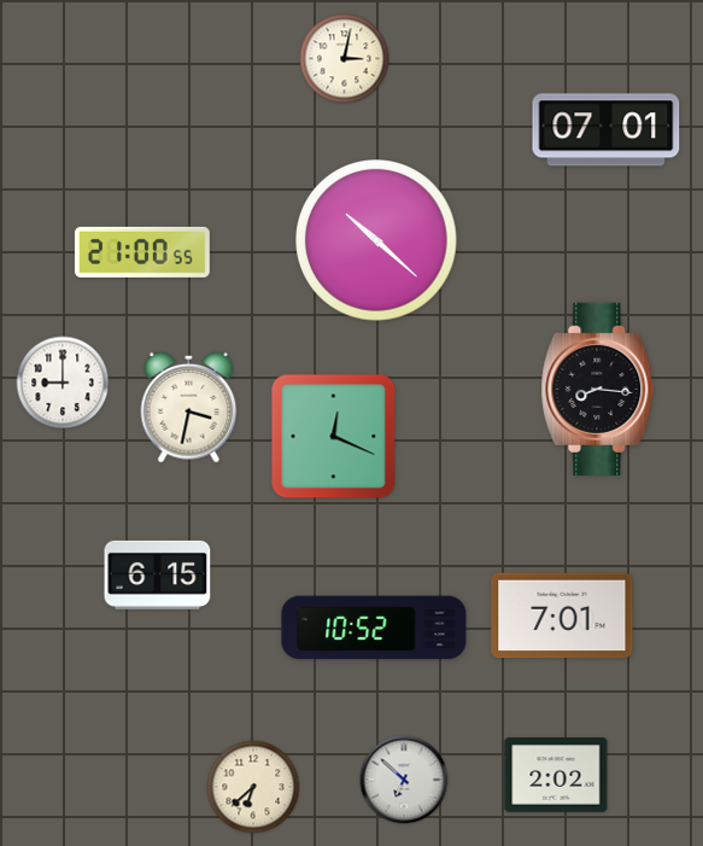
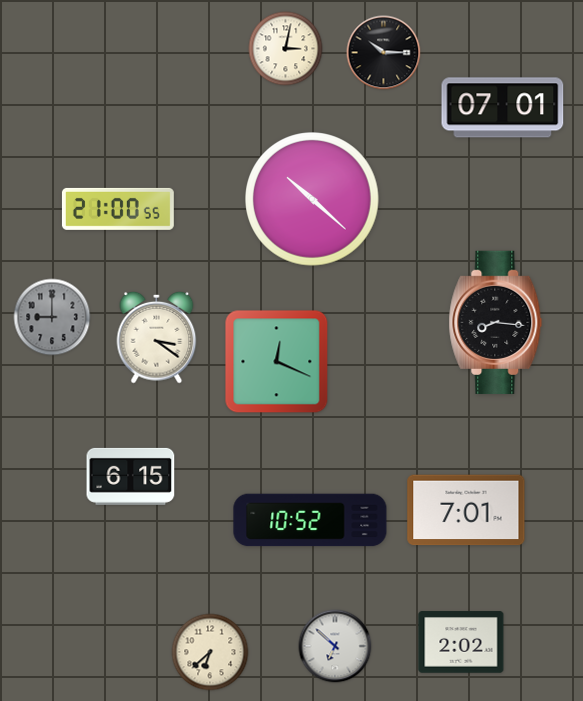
clock at (384, 53): none -> 10:15
clock at (63, 383) dial: white -> grey
clock at (189, 407): 3:32 -> 3:21
